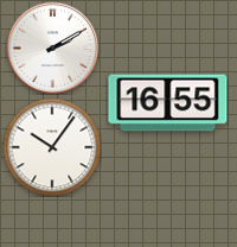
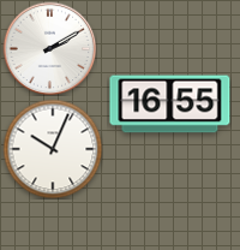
clock at (52, 47) position: (52, 47) -> (49, 48)
clock at (52, 147): 10:06 -> 10:04
